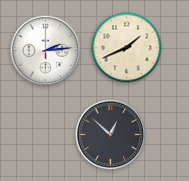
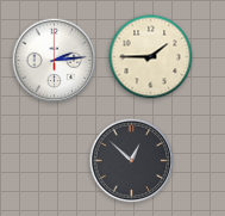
clock at (127, 48): 1:41 -> 1:45
